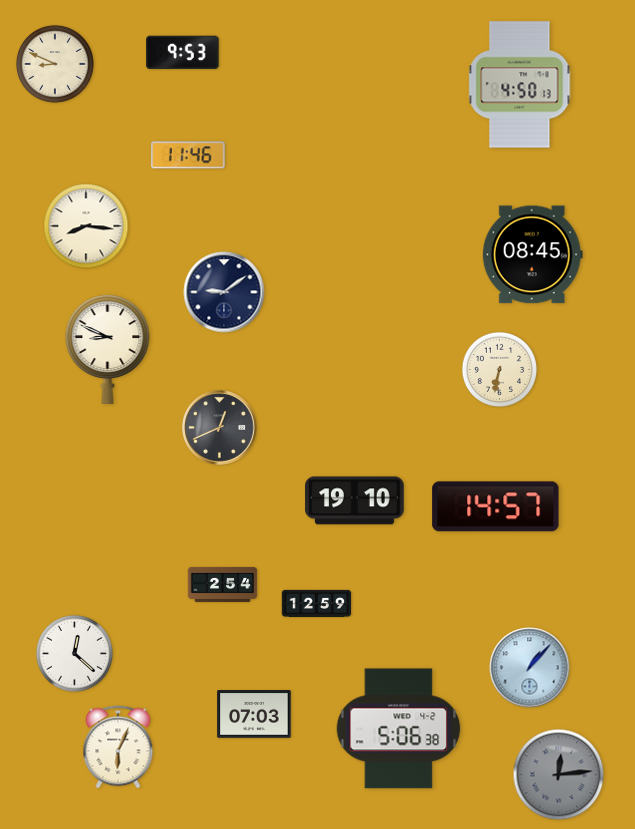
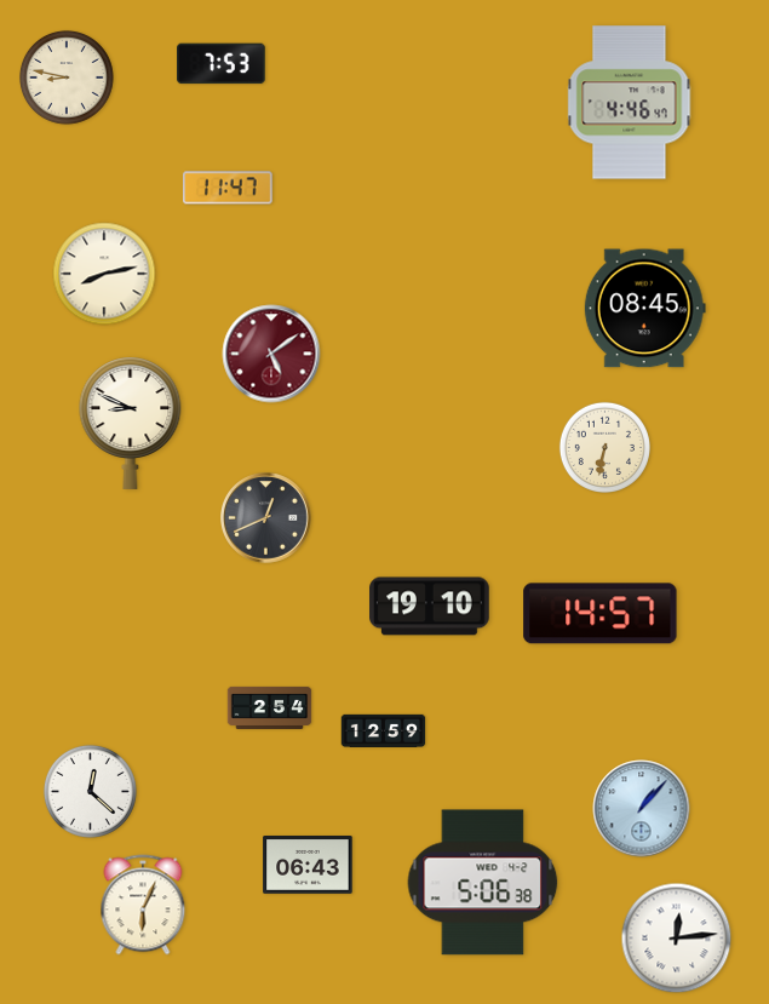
clock at (183, 53): 9:53 -> 7:53
clock at (55, 64): 8:49 -> 8:47
clock at (520, 85): 4:50 -> 4:46
clock at (188, 155): 11:46 -> 11:47
clock at (86, 226): 8:16 -> 8:13
clock at (224, 292): 9:09 -> 5:09
clock at (224, 292) dial: navy -> burgundy
clock at (254, 714): 07:03 -> 06:43
clock at (559, 775) dial: grey -> white
